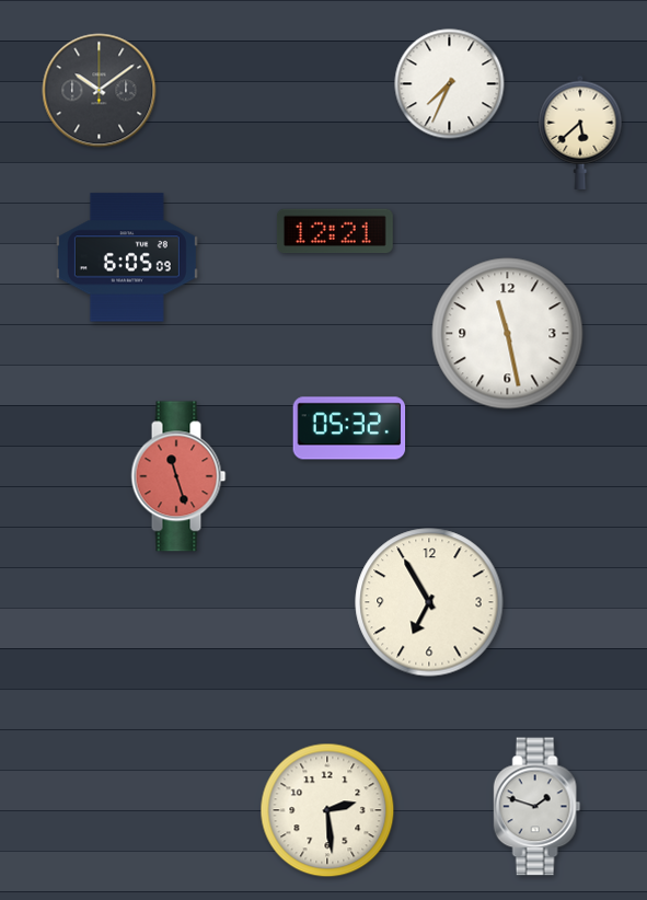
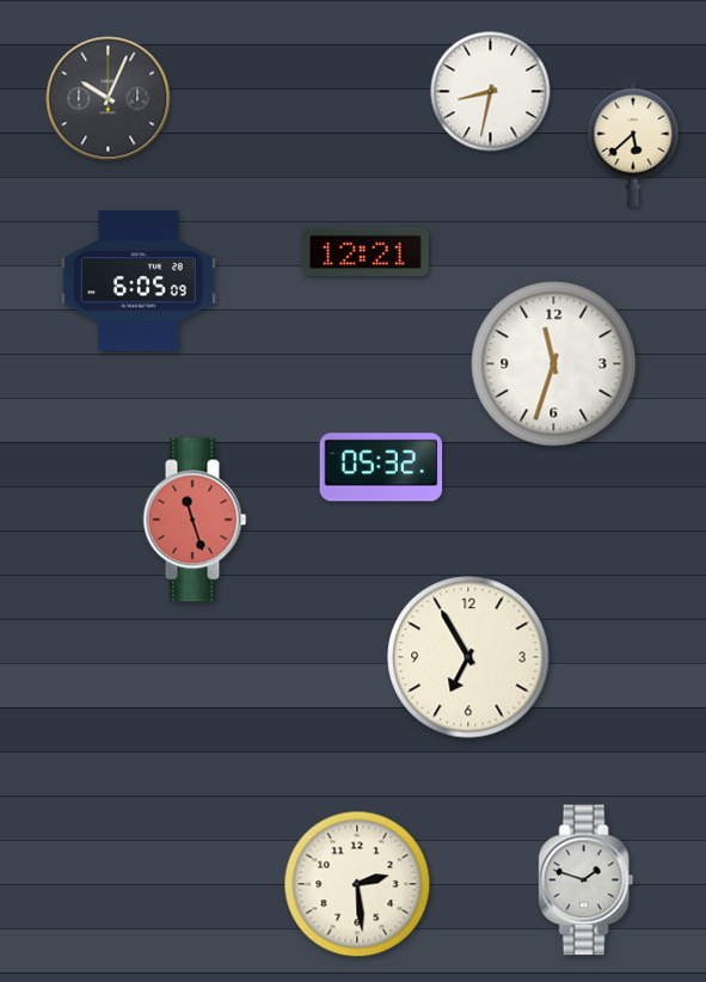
clock at (450, 84): 7:34 -> 8:32
clock at (100, 91): 10:09 -> 10:04
clock at (508, 334): 11:28 -> 11:33
